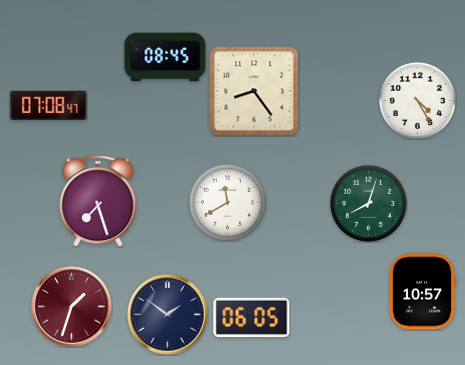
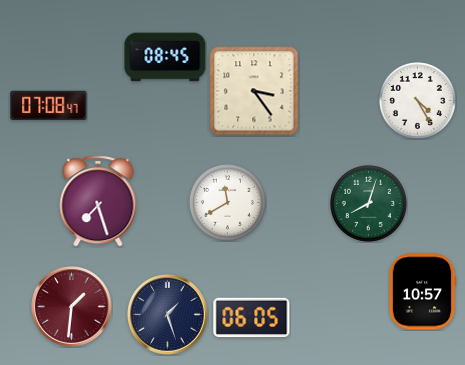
clock at (254, 91): 8:24 -> 3:24
clock at (72, 307): 1:33 -> 1:31
clock at (168, 315): 1:51 -> 1:27
